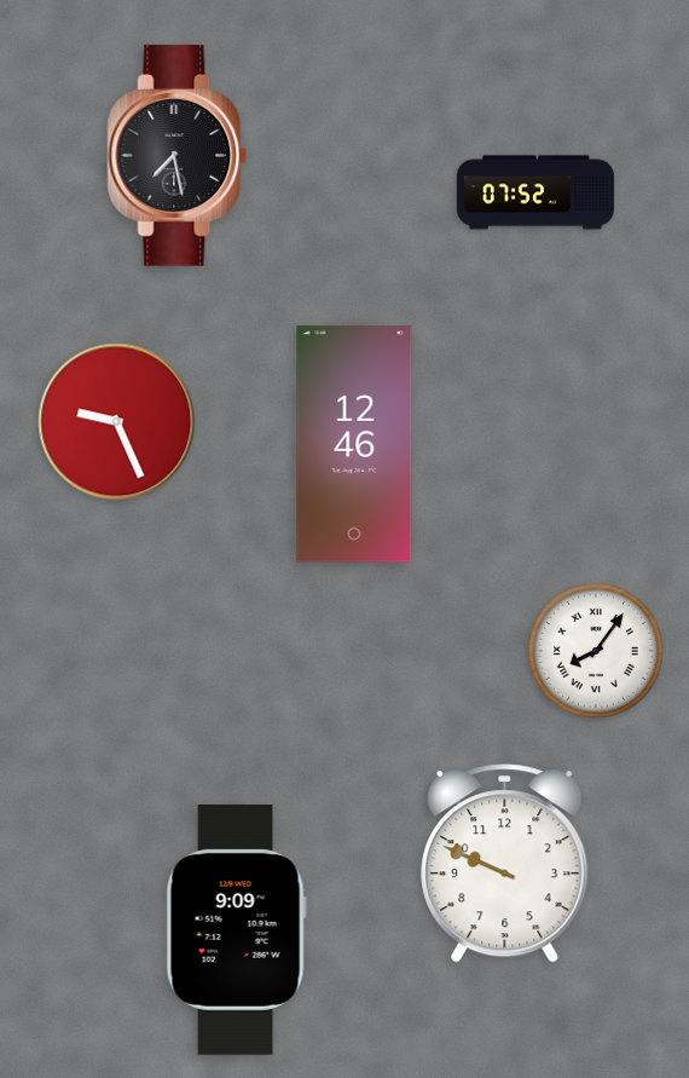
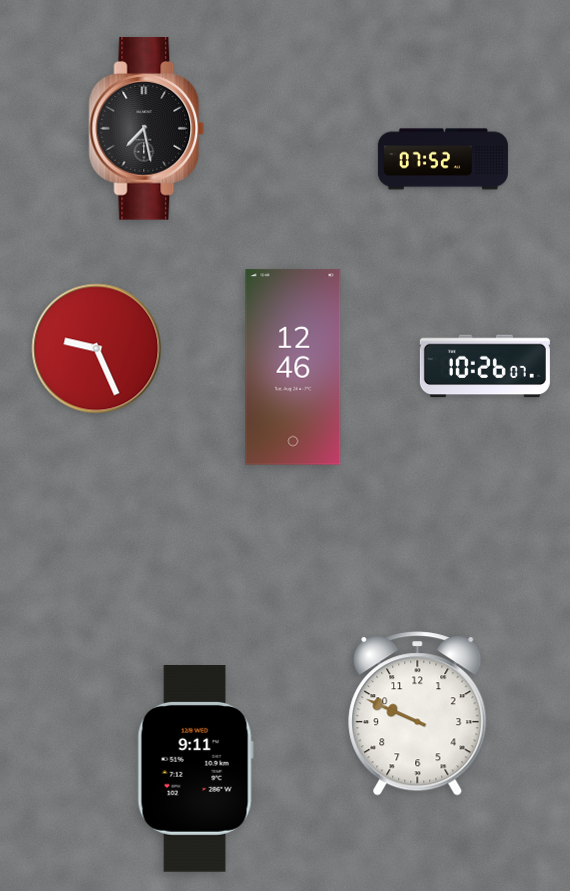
clock at (485, 366): none -> 10:26
clock at (596, 651): 8:06 -> none
clock at (236, 930): 9:09 -> 9:11
